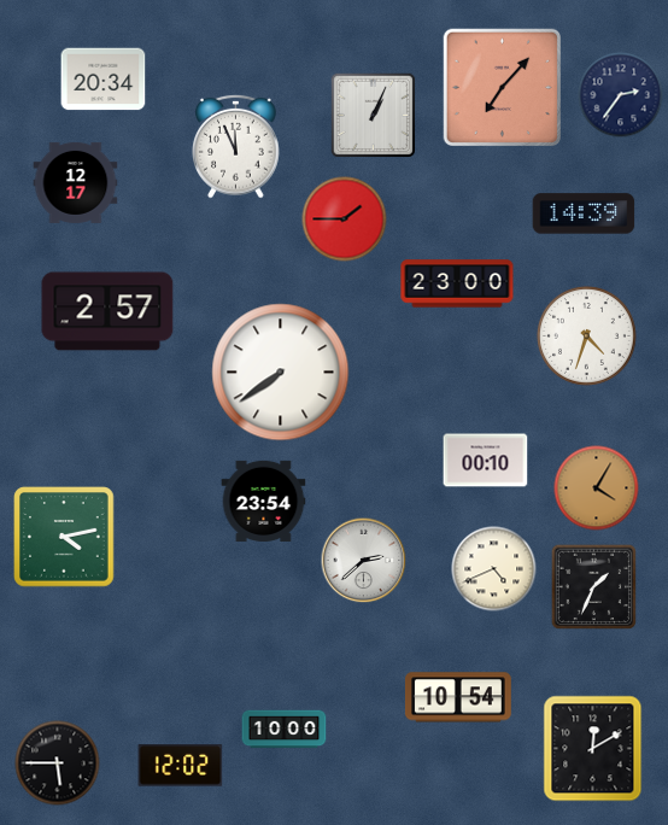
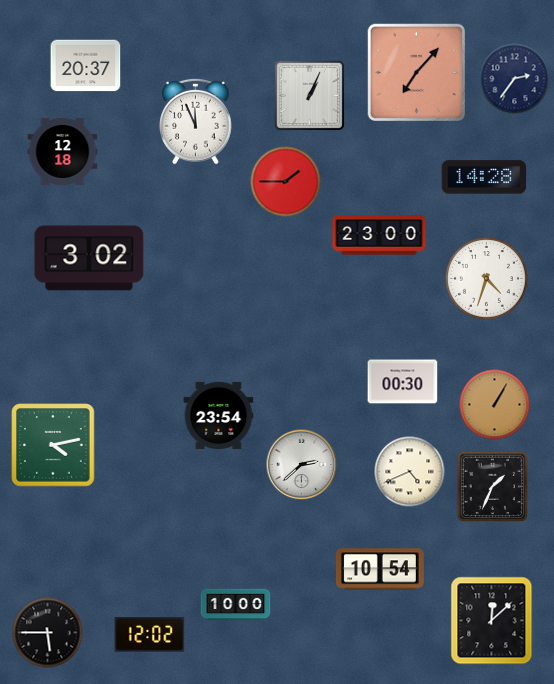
clock at (104, 80): 20:34 -> 20:37
clock at (76, 182): 12:17 -> 12:18
clock at (584, 213): 14:39 -> 14:28
clock at (107, 311): 2:57 -> 3:02
clock at (281, 373): 7:39 -> none
clock at (486, 461): 00:10 -> 00:30
clock at (597, 488): 4:05 -> 1:05
clock at (458, 697) position: (458, 697) -> (380, 569)
clock at (593, 749): 12:10 -> 12:08
